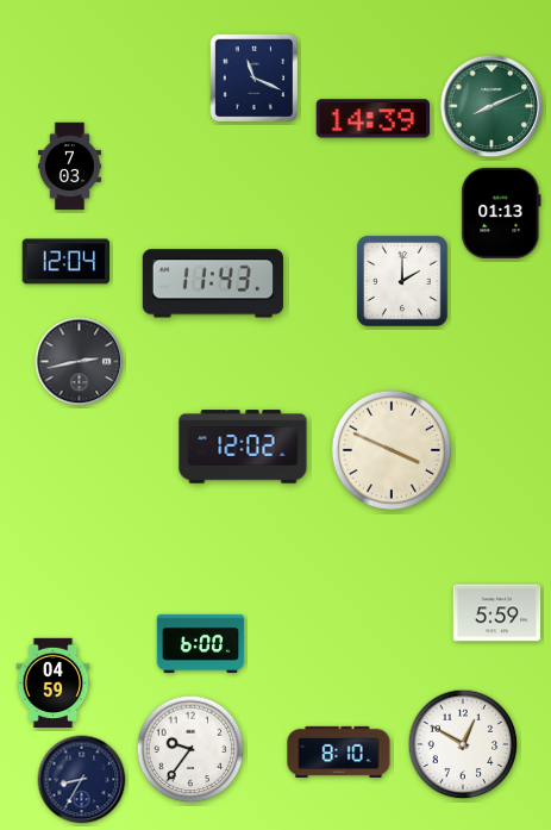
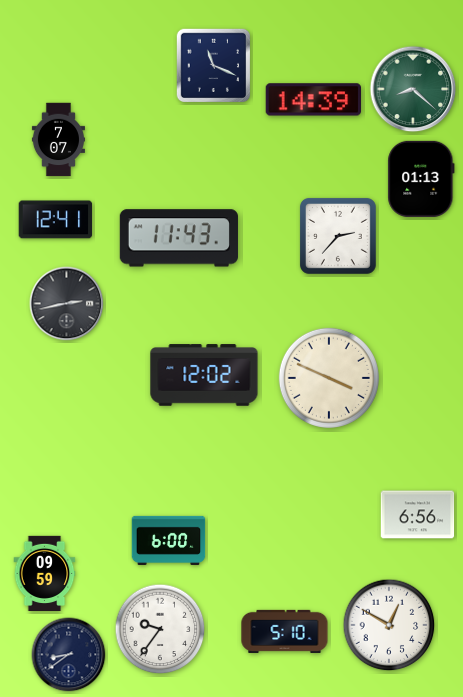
clock at (491, 106): 8:11 -> 8:22
clock at (69, 167): 7:03 -> 7:07
clock at (67, 262): 12:04 -> 12:41
clock at (402, 281): 2:00 -> 2:37
clock at (497, 613): 5:59 -> 6:56
clock at (54, 682): 04:59 -> 09:59
clock at (339, 751): 8:10 -> 5:10
clock at (82, 780): 8:35 -> 8:39
